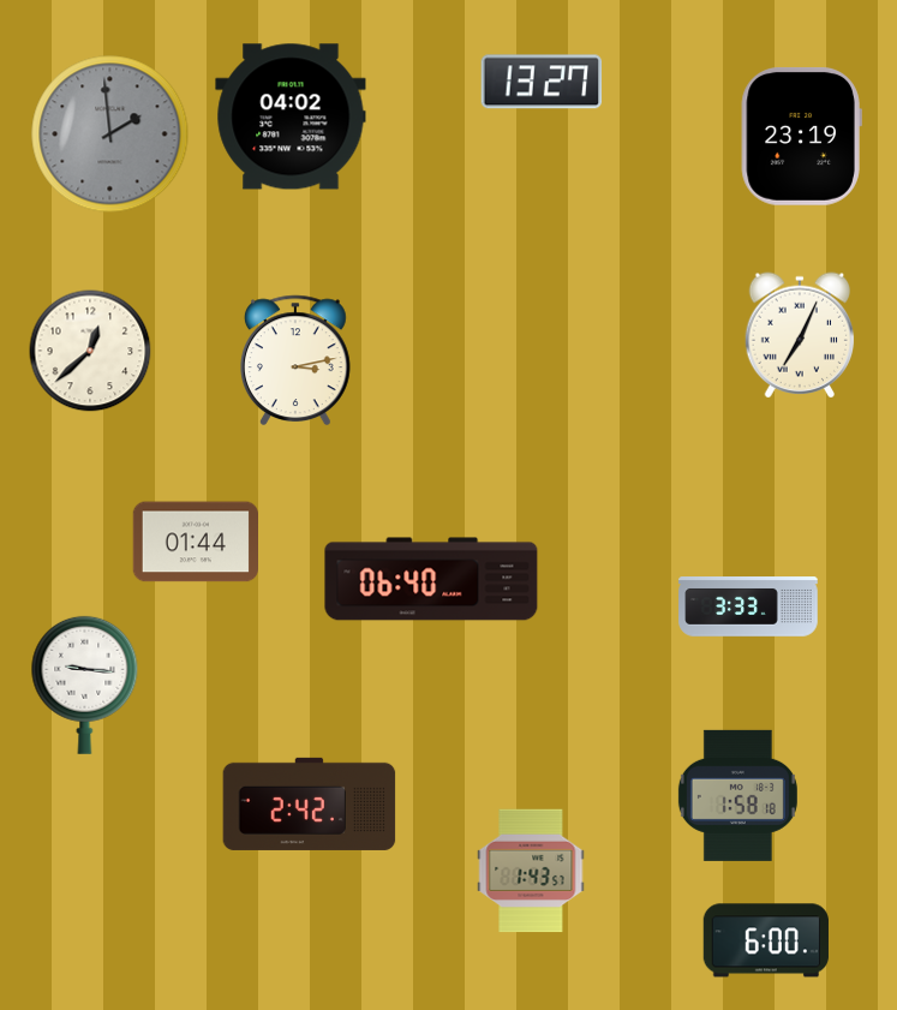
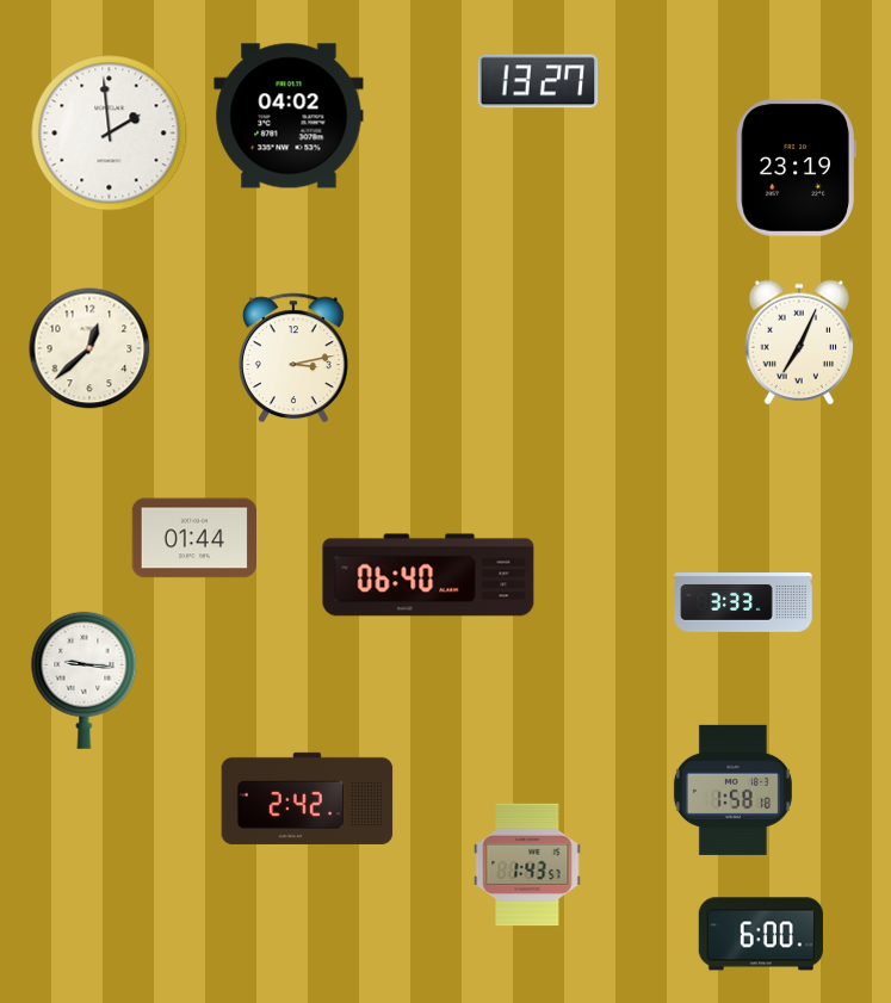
clock at (110, 135) dial: grey -> white
clock at (801, 136) position: (801, 136) -> (796, 167)
clock at (800, 335) position: (800, 335) -> (799, 342)
